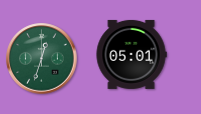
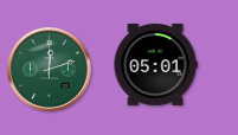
clock at (42, 59): 12:33 -> 12:12
